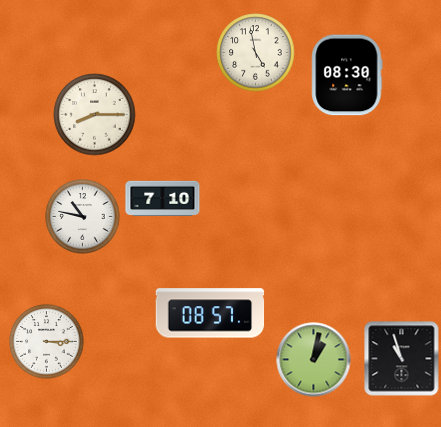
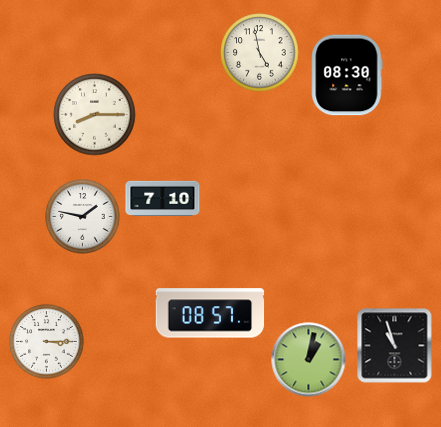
clock at (256, 53) position: (256, 53) -> (260, 53)
clock at (83, 217): 10:47 -> 1:47
clock at (402, 359) position: (402, 359) -> (395, 346)
clock at (314, 360) position: (314, 360) -> (309, 360)
